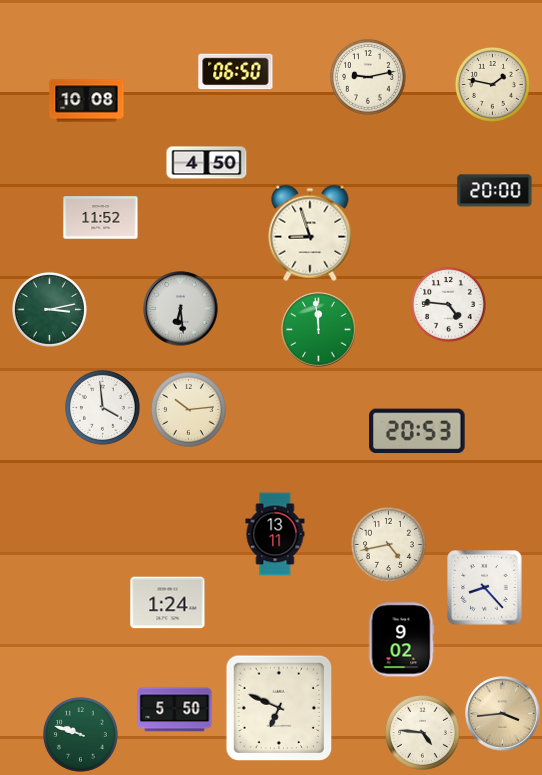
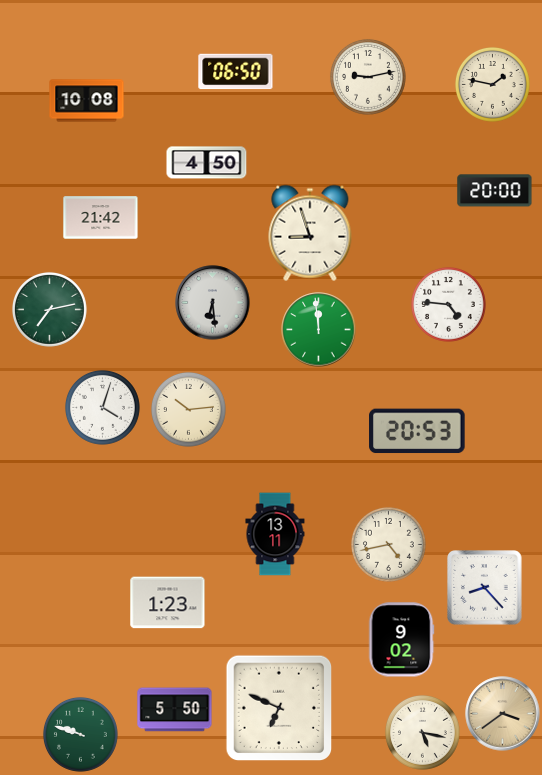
clock at (101, 218): 11:52 -> 21:42
clock at (49, 309): 3:13 -> 7:13
clock at (181, 309) position: (181, 309) -> (213, 303)
clock at (102, 407): 3:59 -> 4:03
clock at (168, 603): 1:24 -> 1:23
clock at (503, 714): 3:44 -> 3:39
clock at (422, 732): 4:46 -> 5:17
